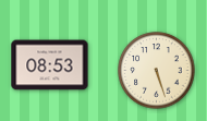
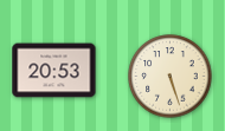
clock at (50, 65): 08:53 -> 20:53
